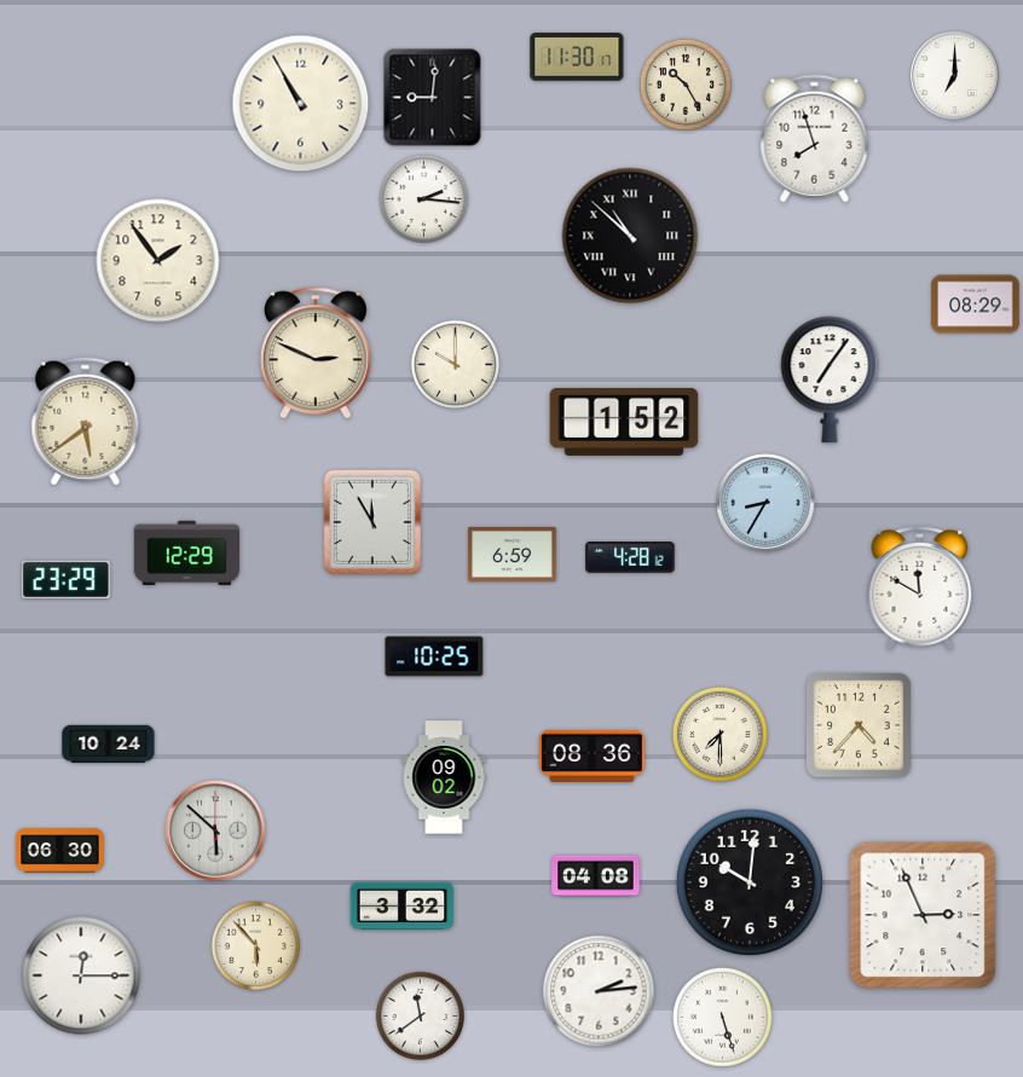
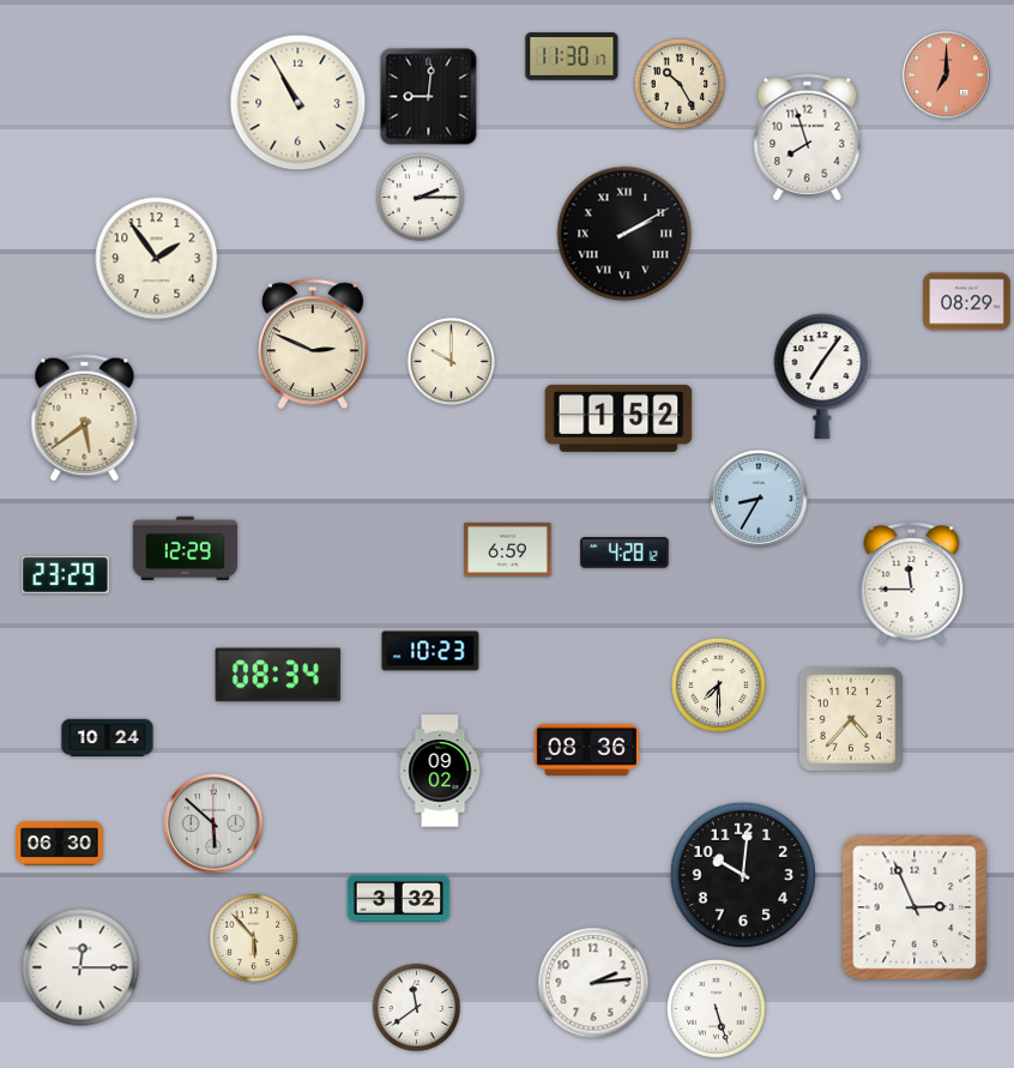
clock at (955, 76) dial: white -> salmon
clock at (423, 198): 2:16 -> 2:15
clock at (630, 236): 10:52 -> 2:10
clock at (317, 352) position: (317, 352) -> (314, 343)
clock at (372, 521): 11:55 -> none
clock at (920, 589): 11:50 -> 11:45
clock at (434, 656): 10:25 -> 10:23
clock at (278, 675): none -> 08:34
clock at (719, 734) position: (719, 734) -> (718, 684)
clock at (596, 876): 04:08 -> none
